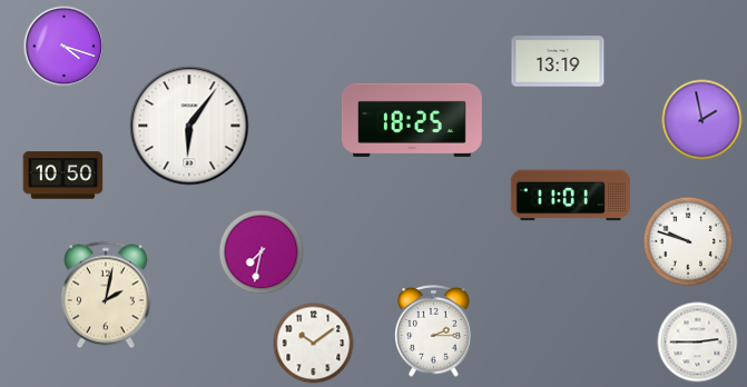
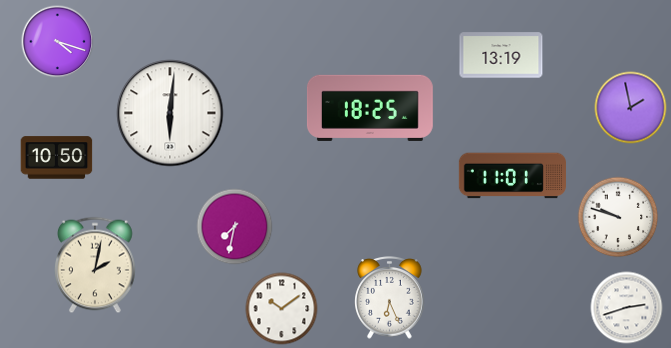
clock at (189, 126): 6:06 -> 6:01
clock at (434, 331): 2:15 -> 6:26
clock at (698, 343): 2:45 -> 2:42
